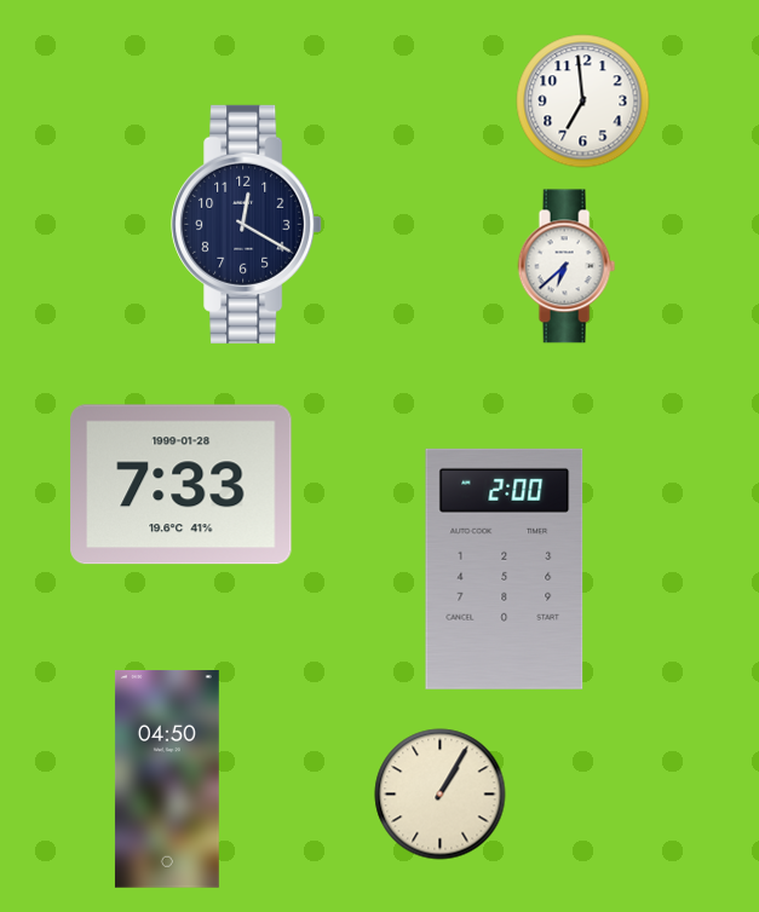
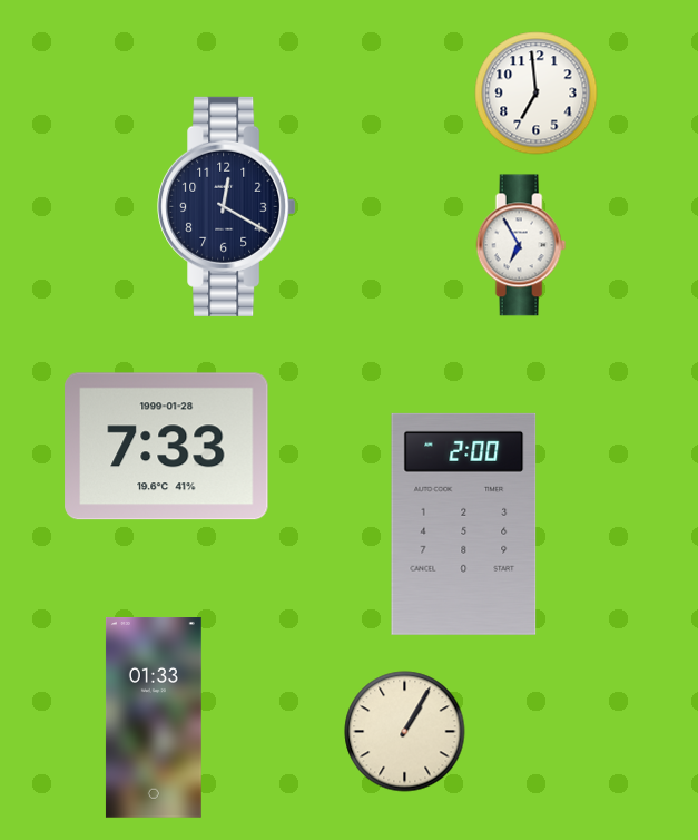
clock at (567, 266): 6:38 -> 6:55
clock at (167, 780): 04:50 -> 01:33
